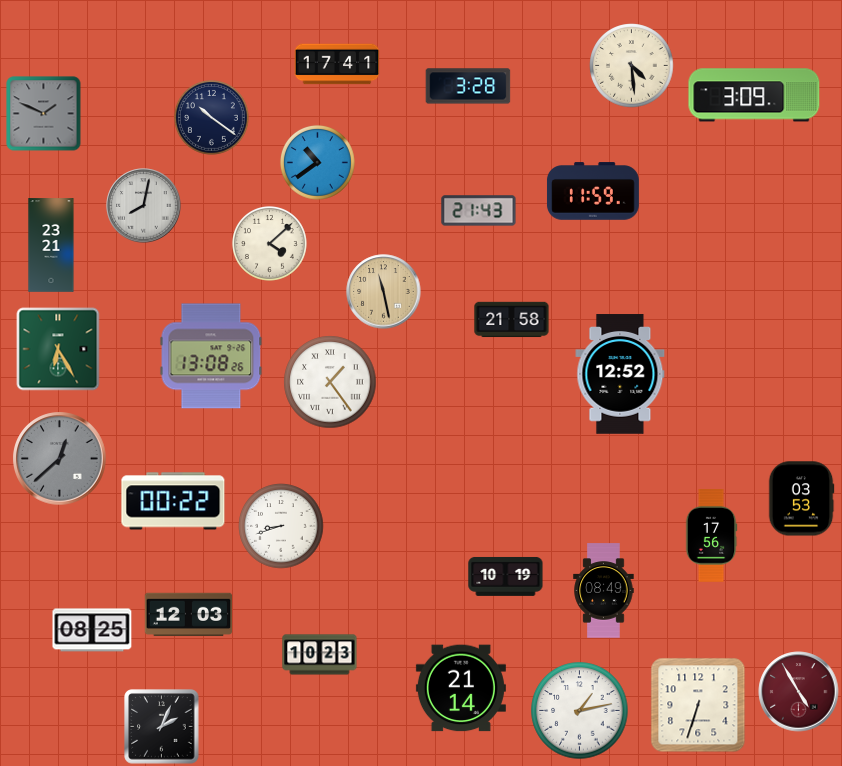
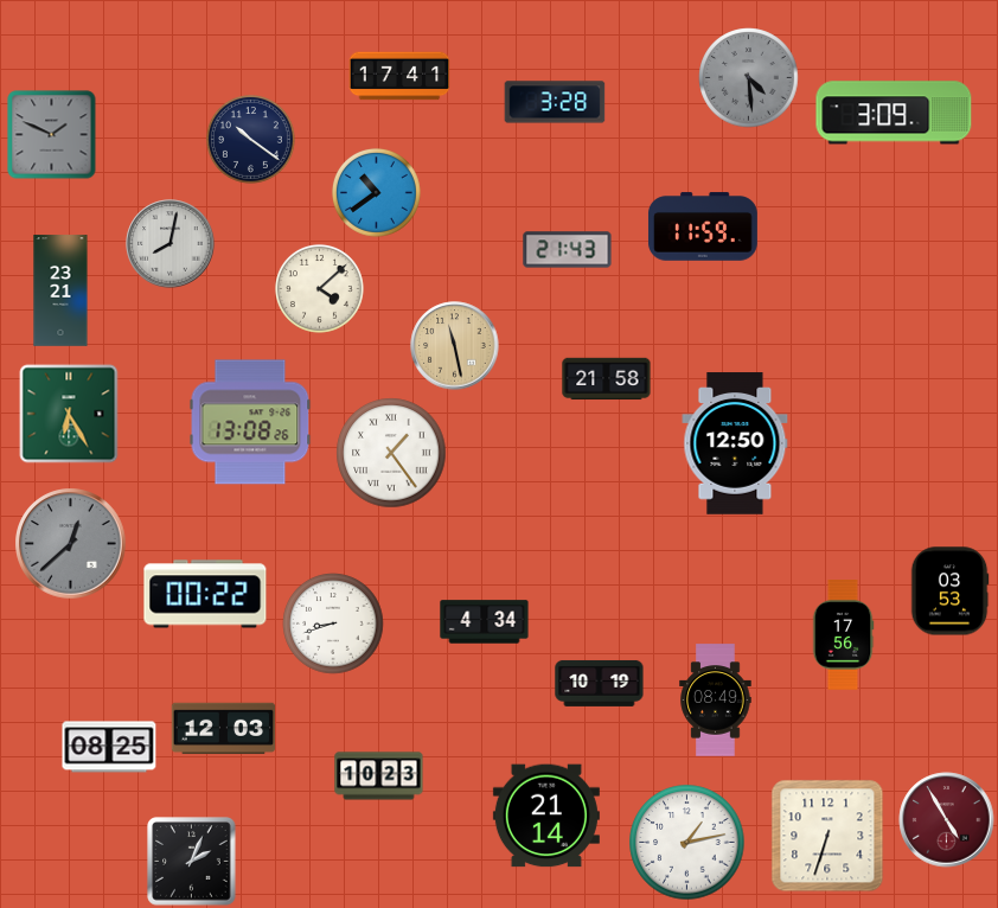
clock at (632, 66) dial: cream -> grey
clock at (620, 374): 12:52 -> 12:50
clock at (485, 622): none -> 4:34
